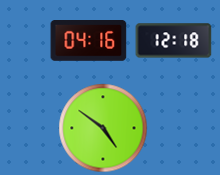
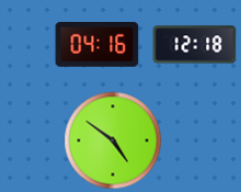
clock at (174, 41) position: (174, 41) -> (195, 45)
